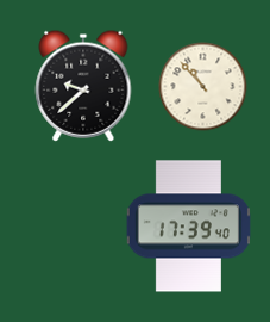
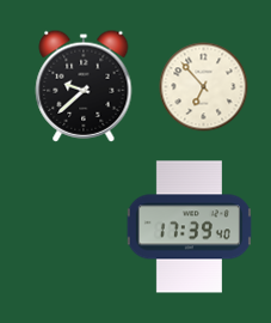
clock at (203, 87): 10:53 -> 6:53
